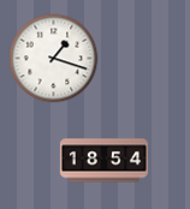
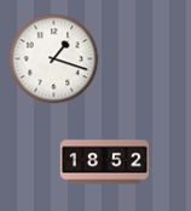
clock at (103, 161): 18:54 -> 18:52
